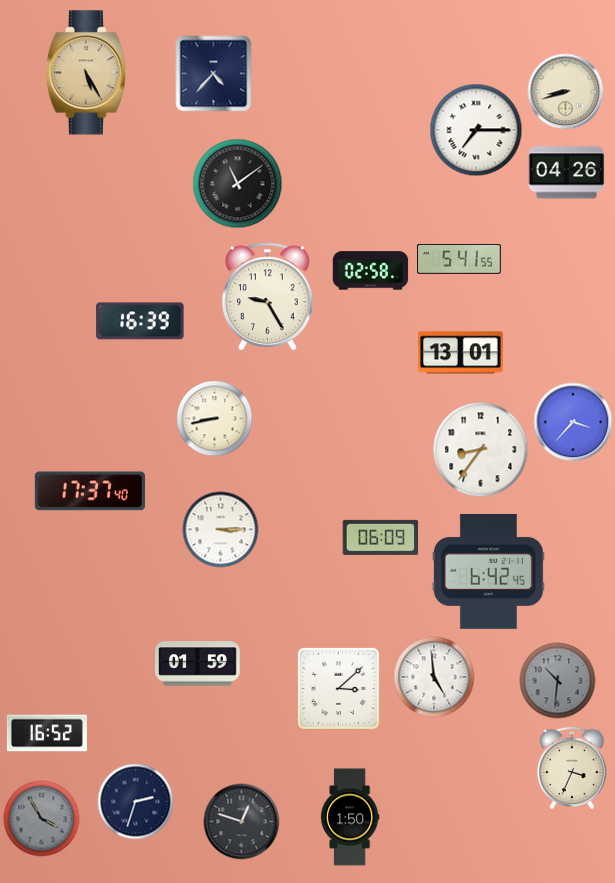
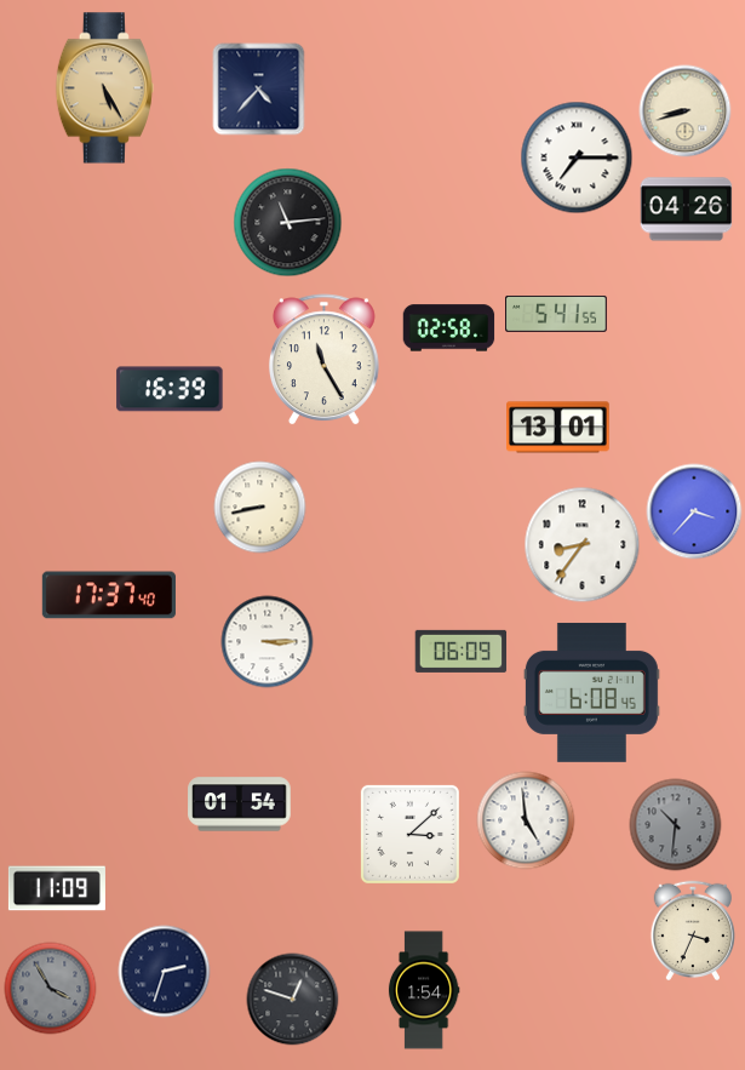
clock at (238, 184): 11:09 -> 11:14
clock at (267, 297): 9:25 -> 11:25
clock at (488, 571): 6:42 -> 6:08
clock at (198, 664): 01:59 -> 01:54
clock at (47, 733): 16:52 -> 11:09
clock at (350, 817): 1:50 -> 1:54
clock at (42, 819) position: (42, 819) -> (51, 989)
clock at (242, 822) position: (242, 822) -> (293, 1000)
